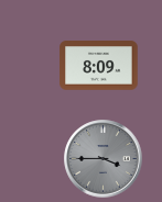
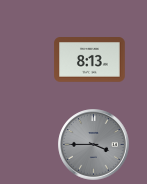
clock at (99, 66): 8:09 -> 8:13
